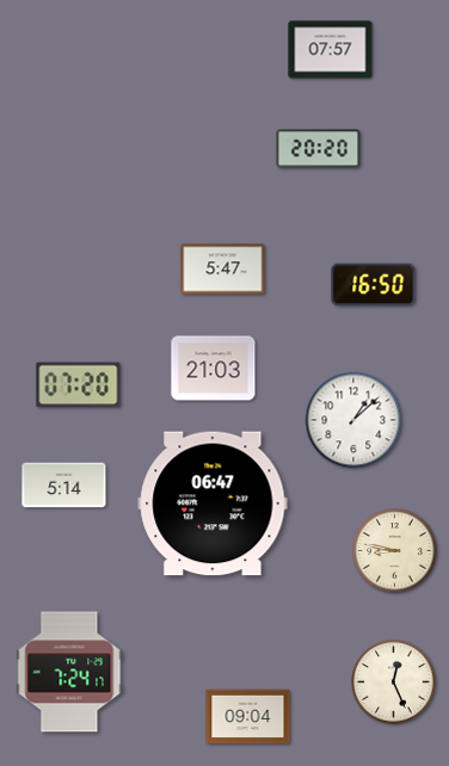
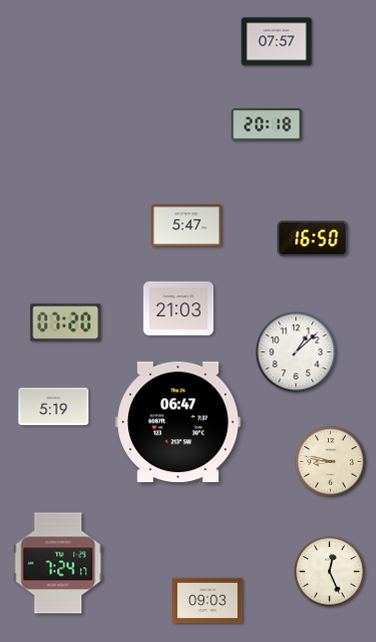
clock at (319, 149): 20:20 -> 20:18
clock at (64, 486): 5:14 -> 5:19
clock at (248, 717): 09:04 -> 09:03
